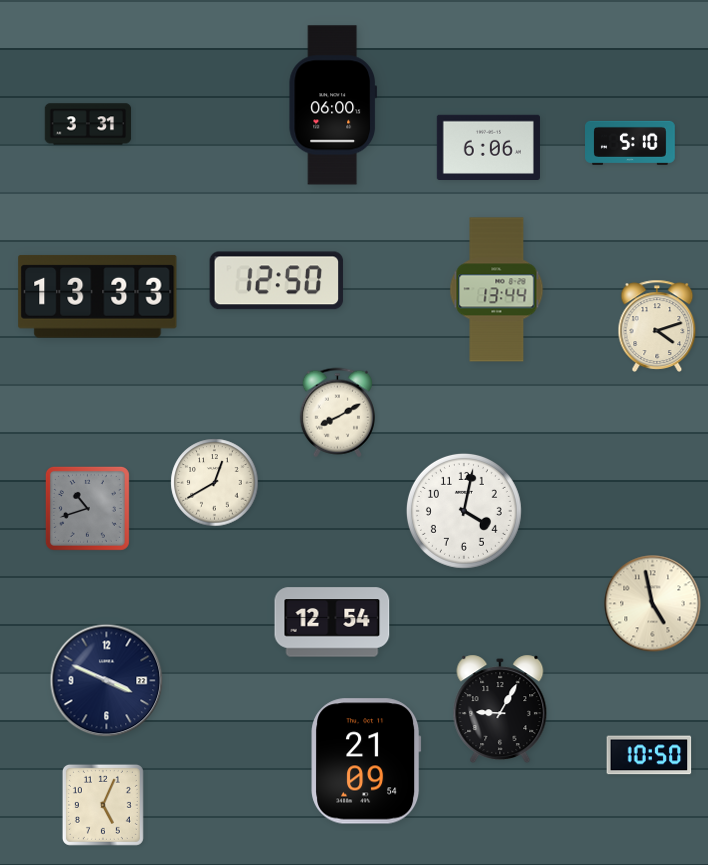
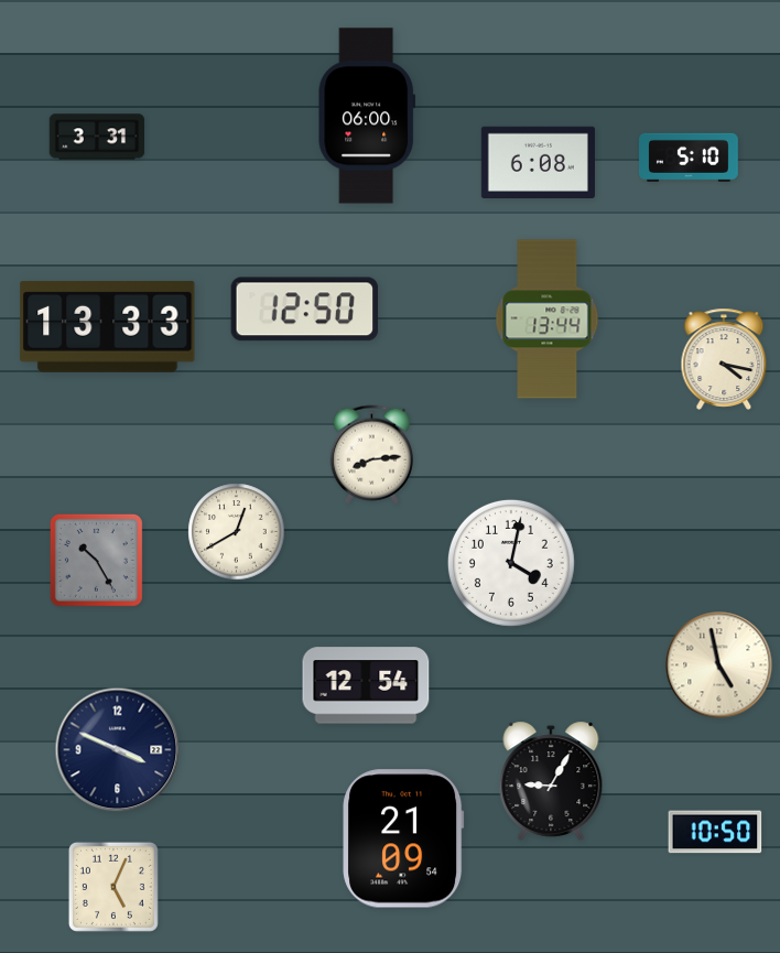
clock at (631, 143) position: (631, 143) -> (690, 158)
clock at (488, 147): 6:06 -> 6:08
clock at (657, 326): 4:12 -> 4:17
clock at (337, 413): 8:10 -> 8:14
clock at (87, 508): 10:42 -> 10:25
